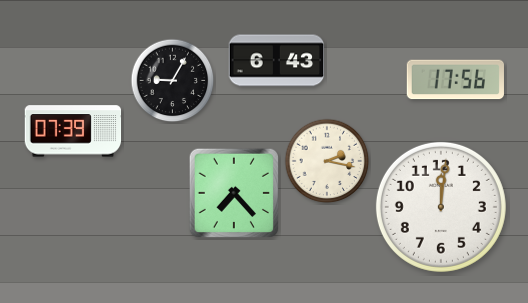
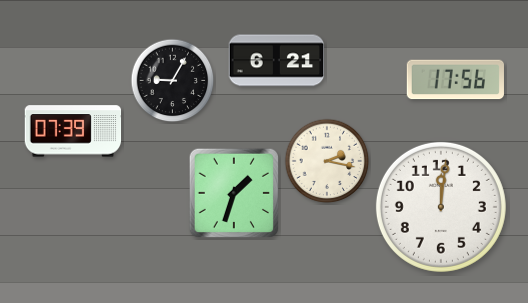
clock at (277, 61): 6:43 -> 6:21
clock at (234, 193): 7:23 -> 1:33
